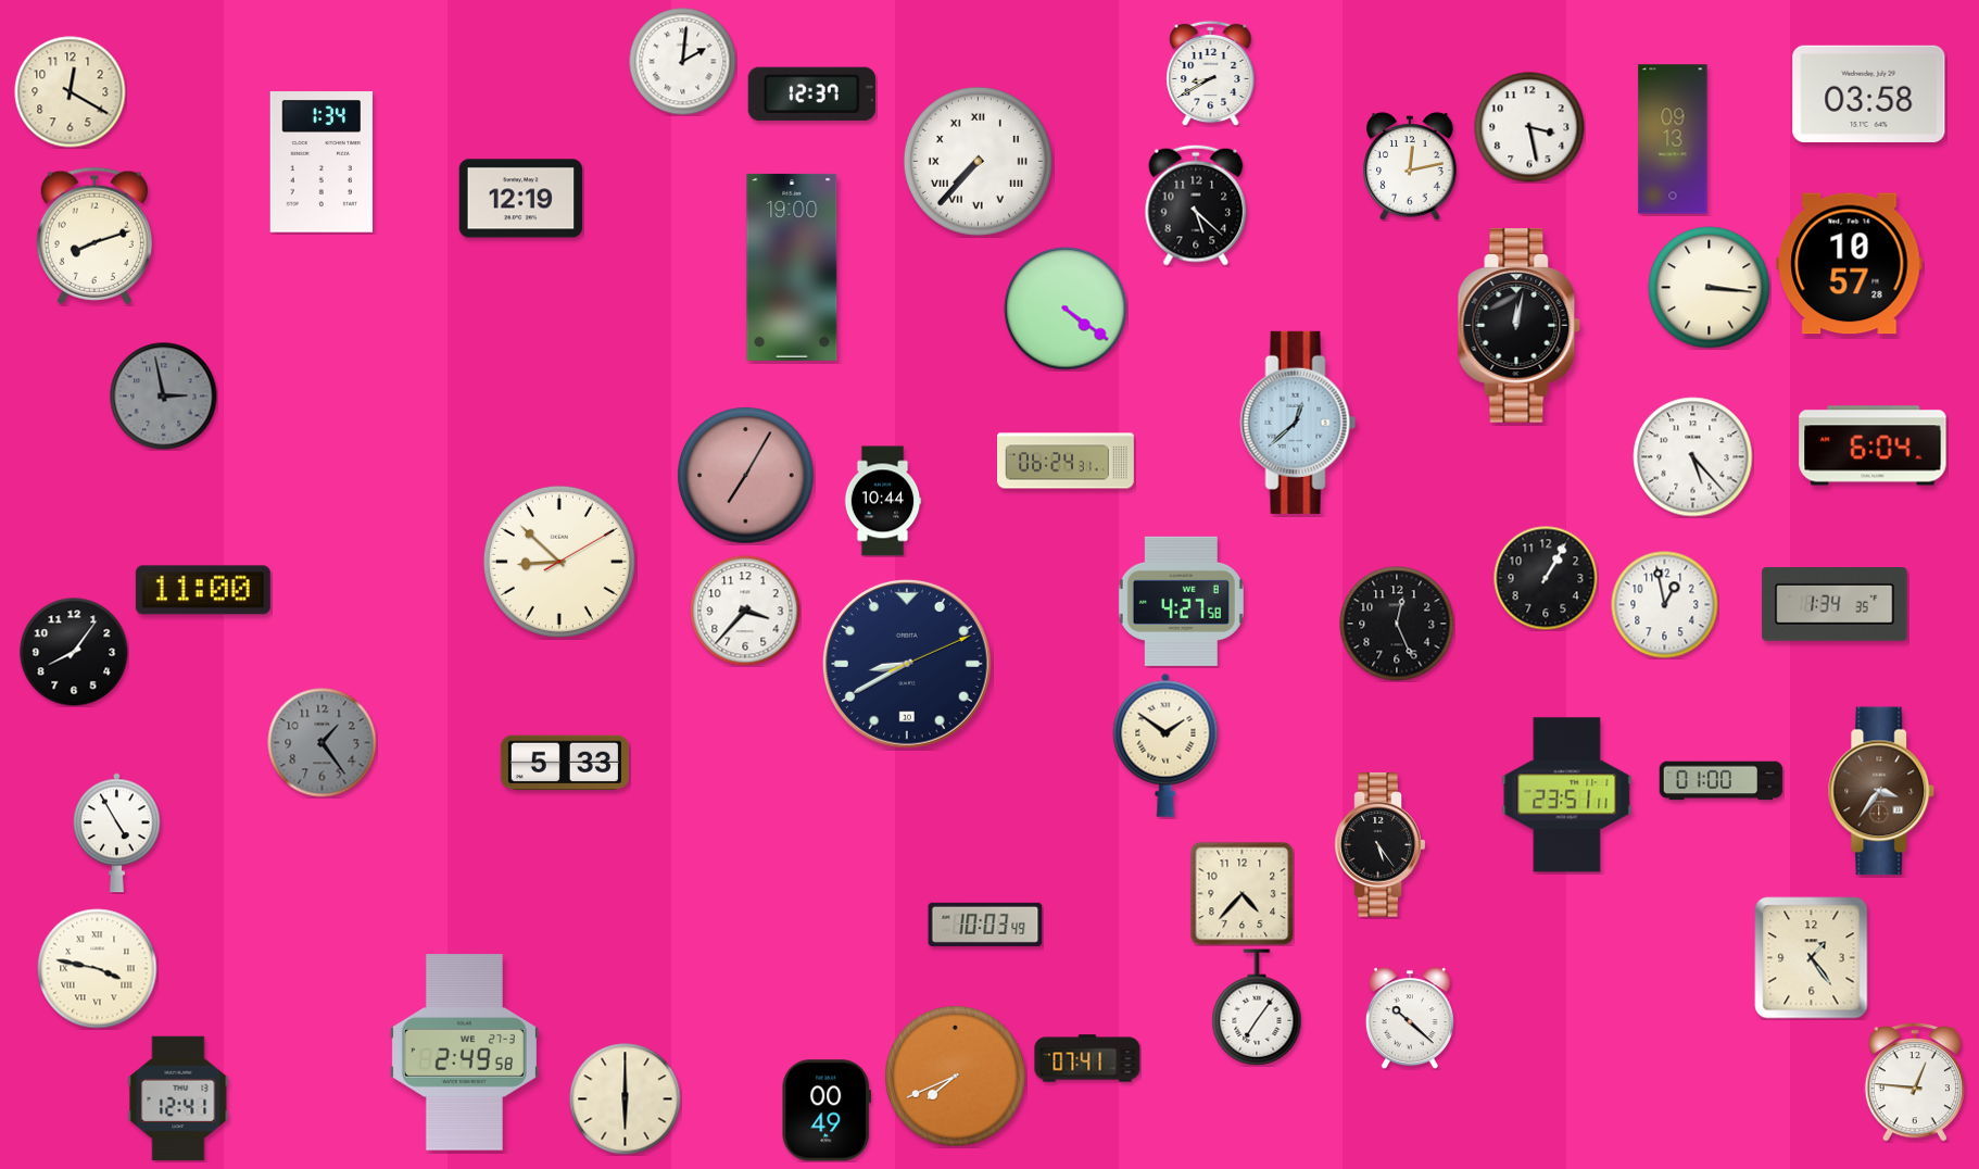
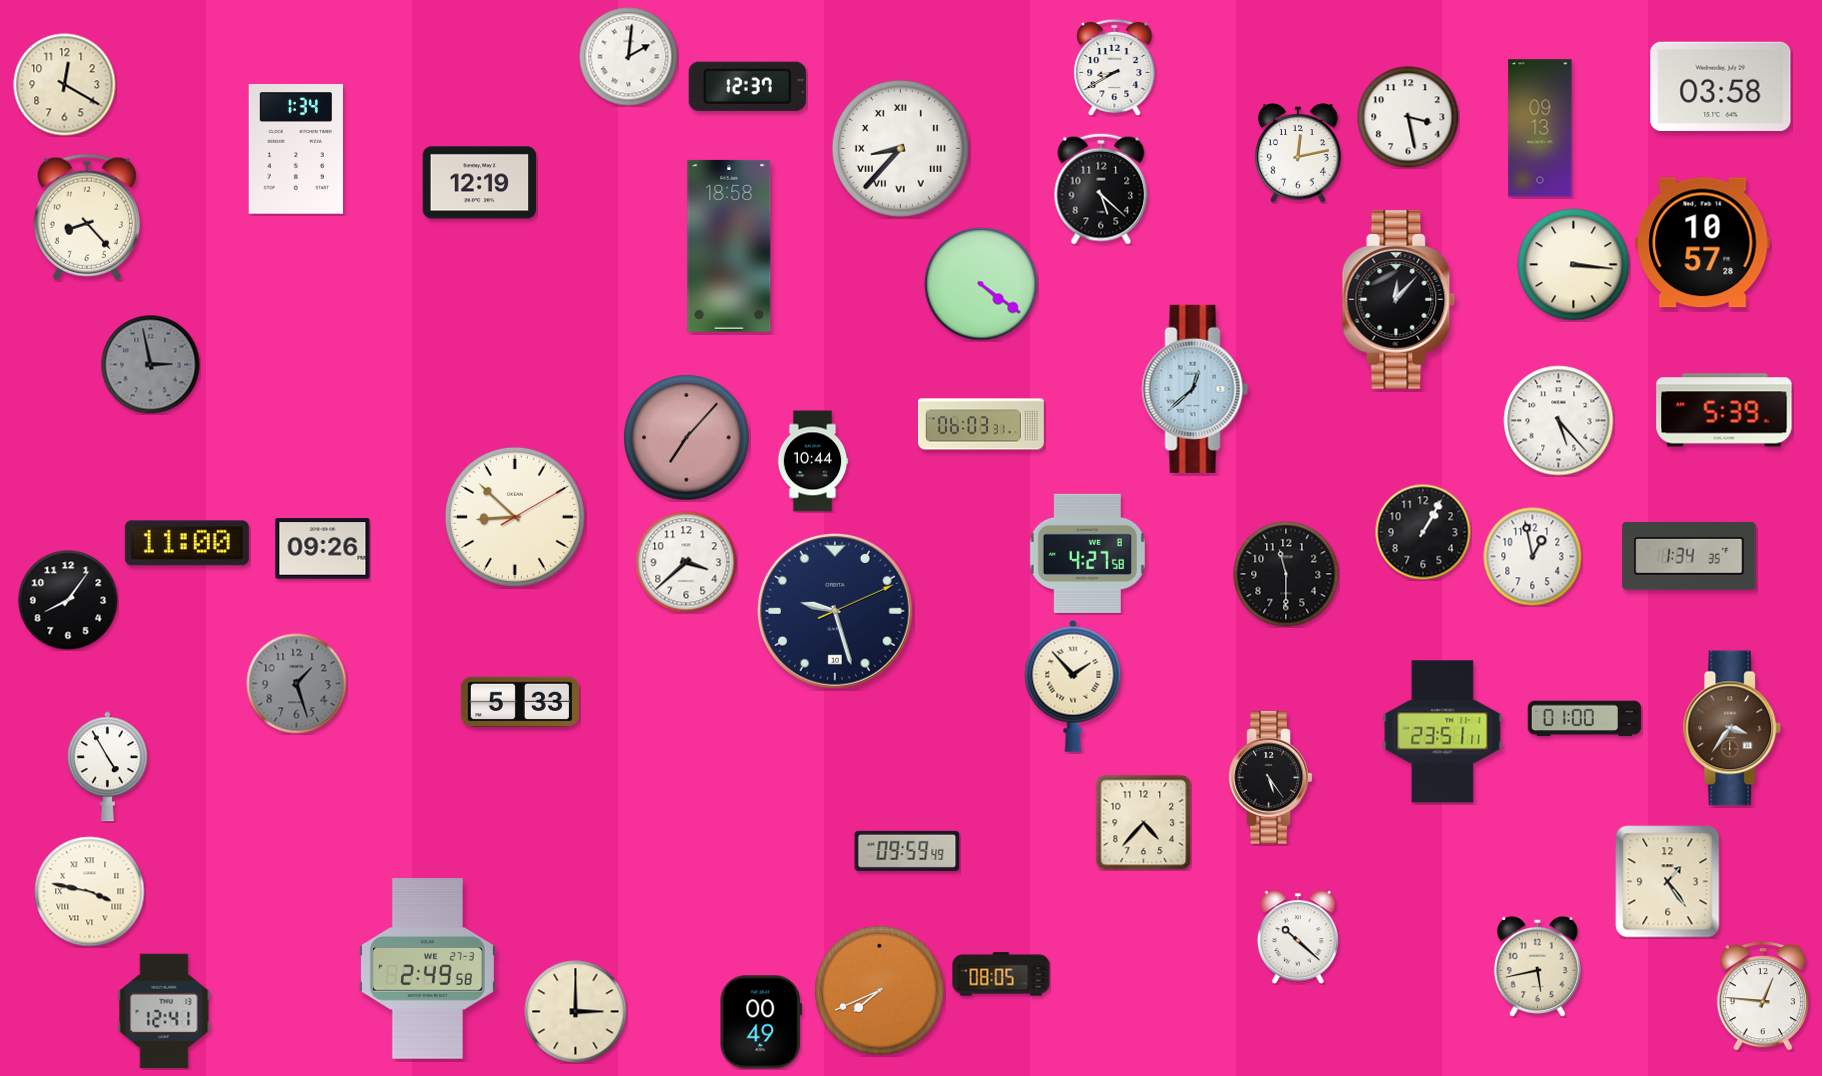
clock at (978, 161): 7:37 -> 8:37
clock at (94, 236): 8:12 -> 8:23
clock at (792, 267): 19:00 -> 18:58
clock at (1520, 326): 12:02 -> 12:07
clock at (1873, 445): 6:04 -> 5:39
clock at (1067, 461): 06:24 -> 06:03
clock at (746, 476): 7:05 -> 7:07
clock at (323, 549): none -> 09:26
clock at (745, 611): 3:37 -> 3:38
clock at (1397, 624): 12:26 -> 11:30
clock at (907, 664): 8:40 -> 9:27
clock at (323, 743): 1:24 -> 1:27
clock at (1165, 745): 1:51 -> 1:53
clock at (985, 925): 10:03 -> 09:59
clock at (1257, 1007): 7:06 -> none
clock at (1537, 967): none -> 5:43
clock at (1087, 1058): 07:41 -> 08:05
clock at (626, 1099): 6:00 -> 3:00
